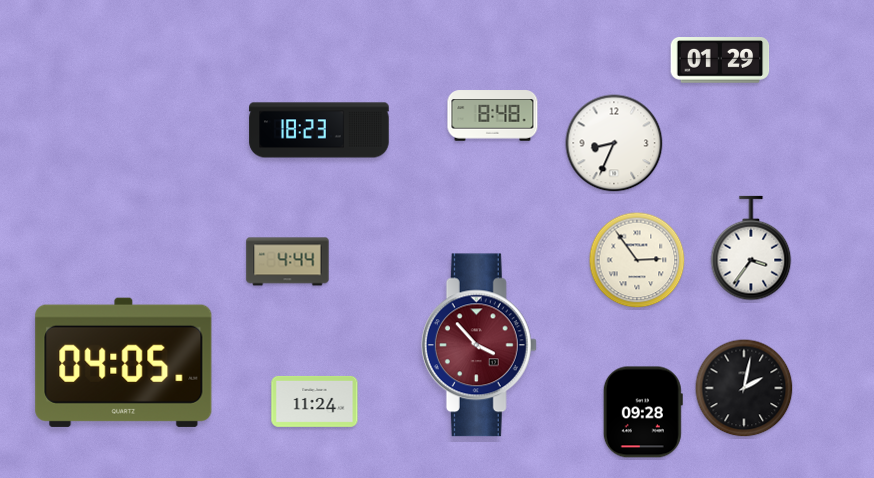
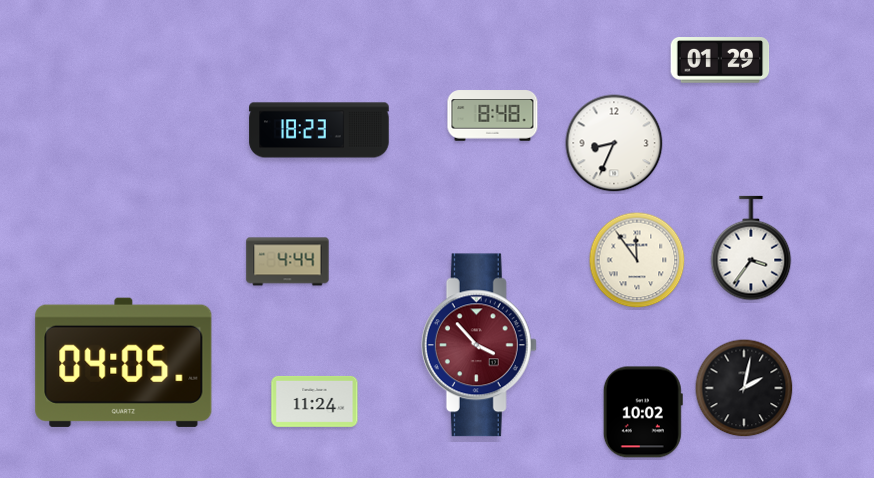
clock at (637, 260): 2:54 -> 11:54
clock at (643, 412): 09:28 -> 10:02
